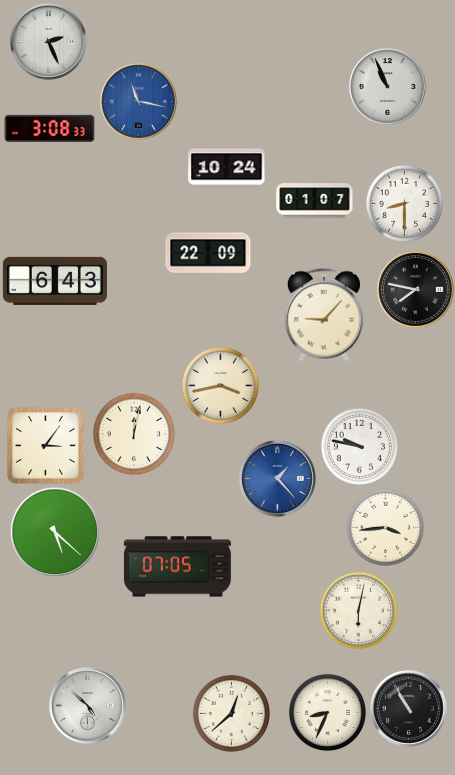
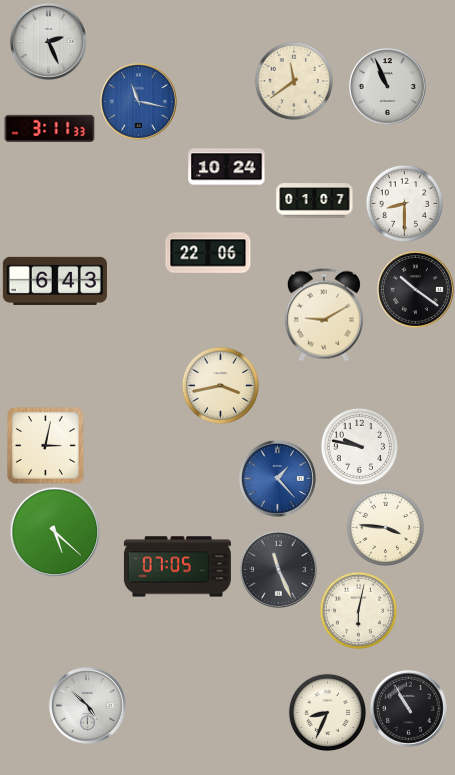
clock at (293, 80): none -> 11:39
clock at (50, 128): 3:08 -> 3:11
clock at (208, 253): 22:09 -> 22:06
clock at (415, 289): 7:47 -> 10:21
clock at (324, 315): 9:07 -> 9:10
clock at (134, 434): 12:02 -> none
clock at (45, 445): 3:06 -> 3:02
clock at (385, 527): 3:44 -> 3:46
clock at (278, 569): none -> 11:26
clock at (231, 713): 12:38 -> none
